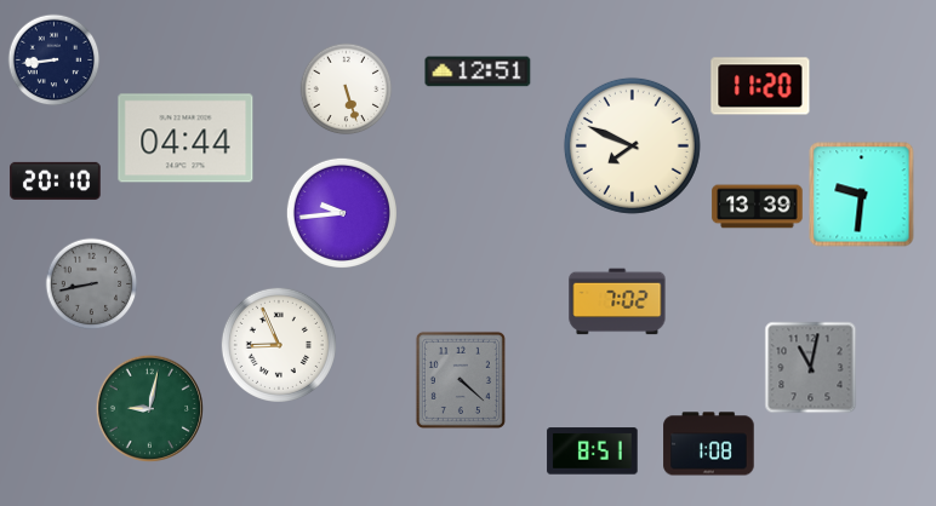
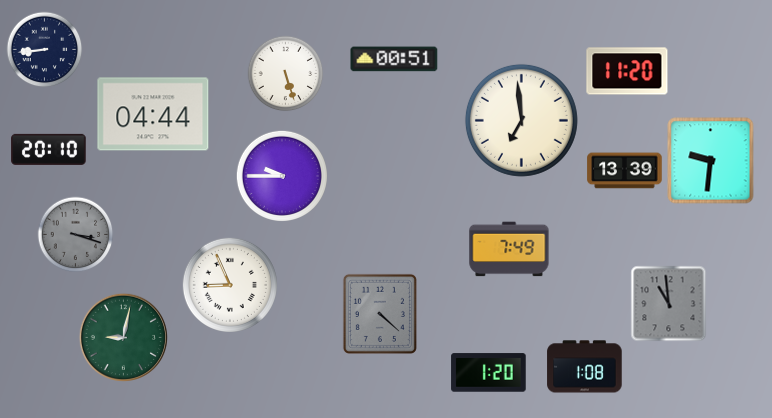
clock at (478, 71): 12:51 -> 00:51
clock at (632, 145): 7:49 -> 6:59
clock at (56, 180) position: (56, 180) -> (49, 149)
clock at (342, 213): 9:44 -> 9:45
clock at (92, 284): 8:43 -> 3:18
clock at (617, 301): 7:02 -> 7:49
clock at (811, 368): 11:02 -> 10:59
clock at (593, 452): 8:51 -> 1:20
